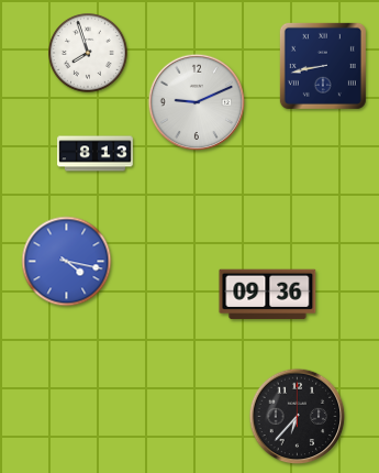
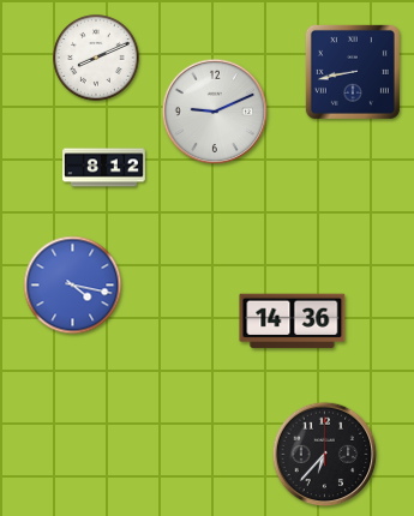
clock at (89, 54): 7:57 -> 8:11
clock at (96, 154): 8:13 -> 8:12
clock at (268, 295): 09:36 -> 14:36
